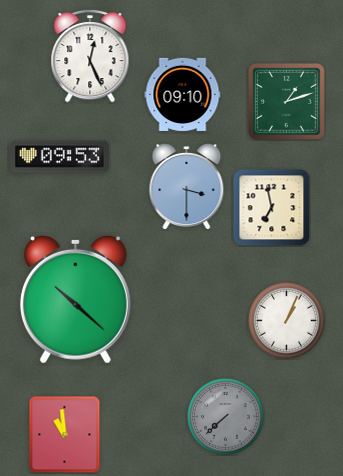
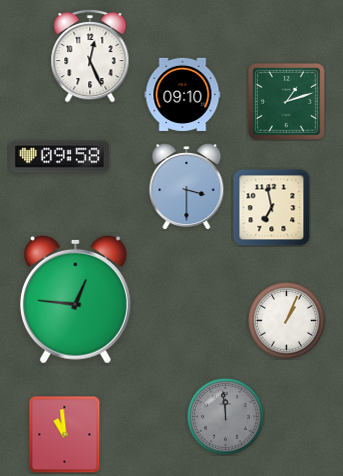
clock at (60, 157): 09:53 -> 09:58
clock at (75, 299): 10:22 -> 12:46
clock at (226, 417): 7:38 -> 11:59
